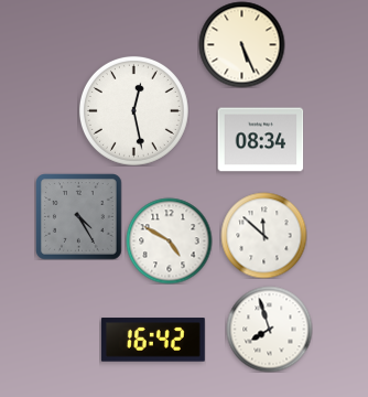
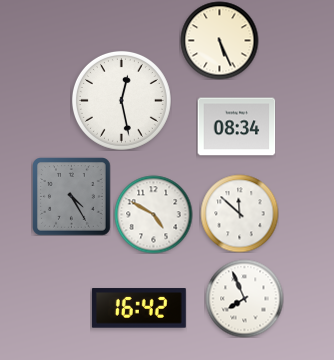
clock at (169, 240) position: (169, 240) -> (153, 214)
clock at (269, 329): 7:57 -> 7:56
